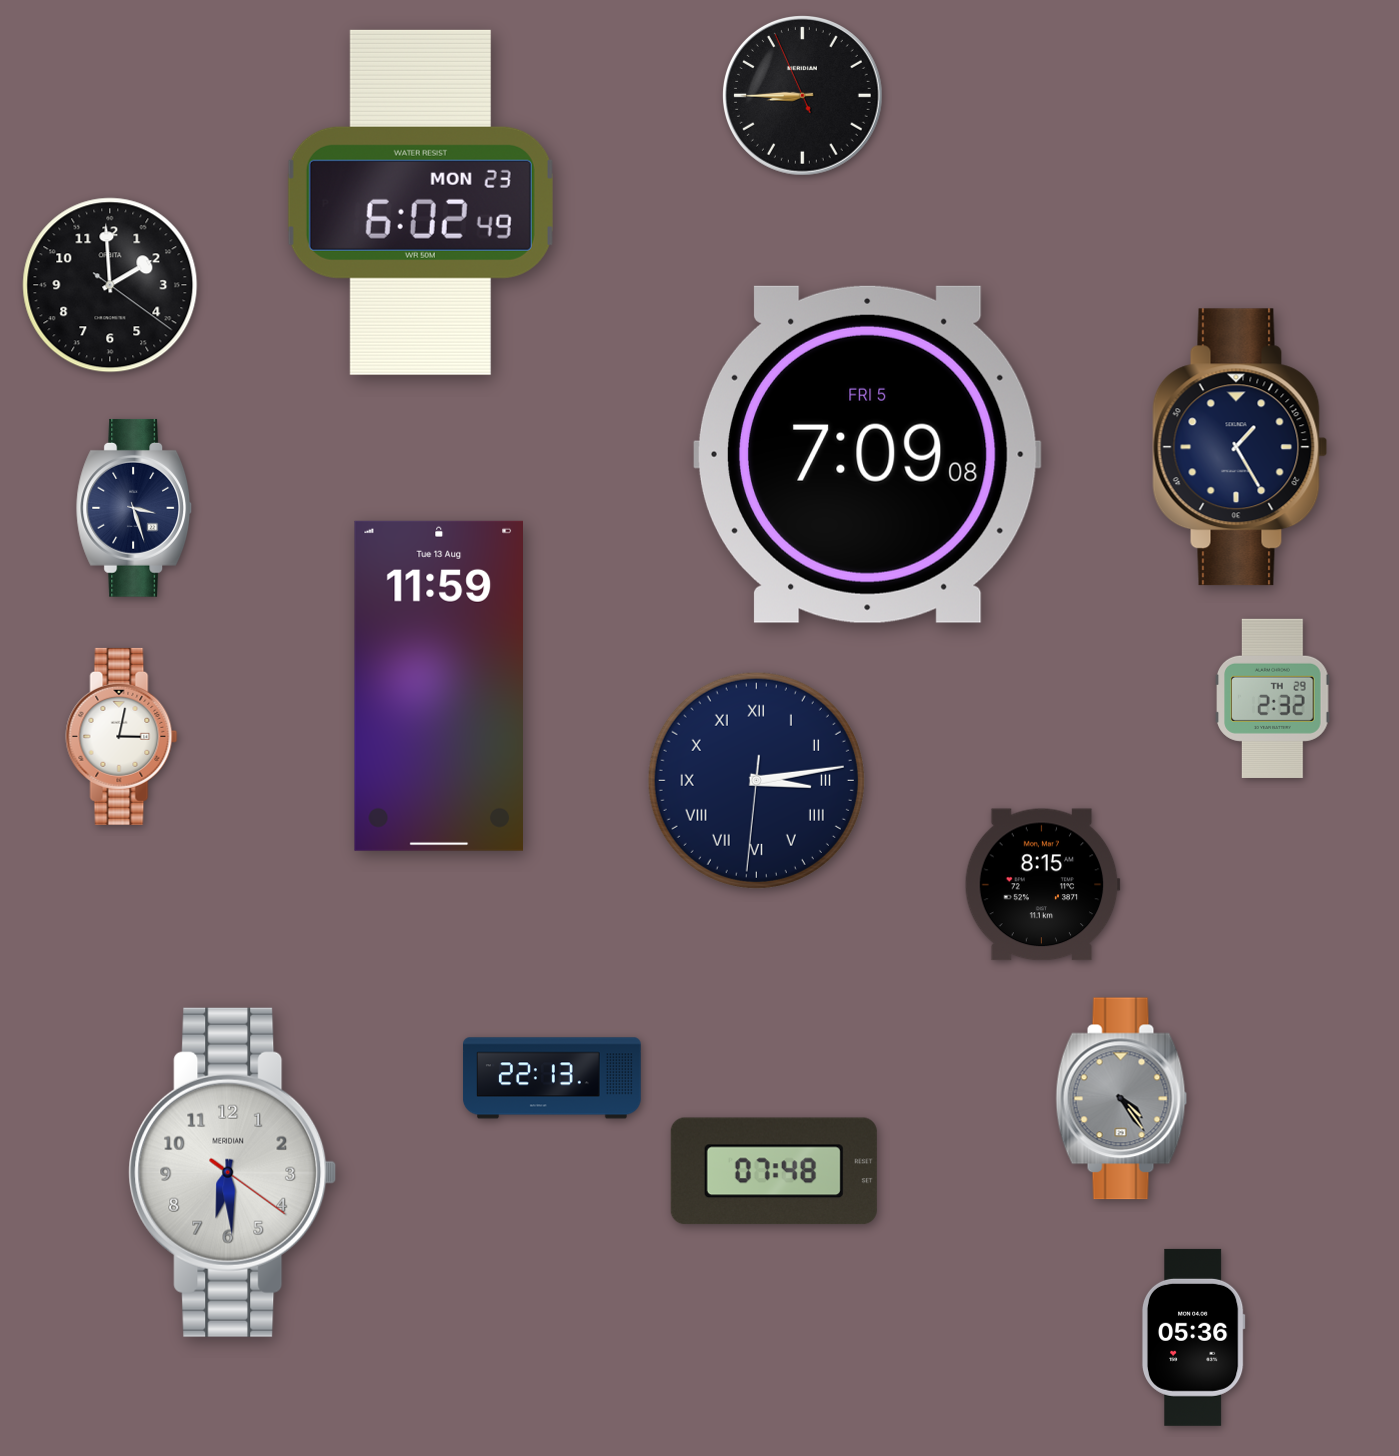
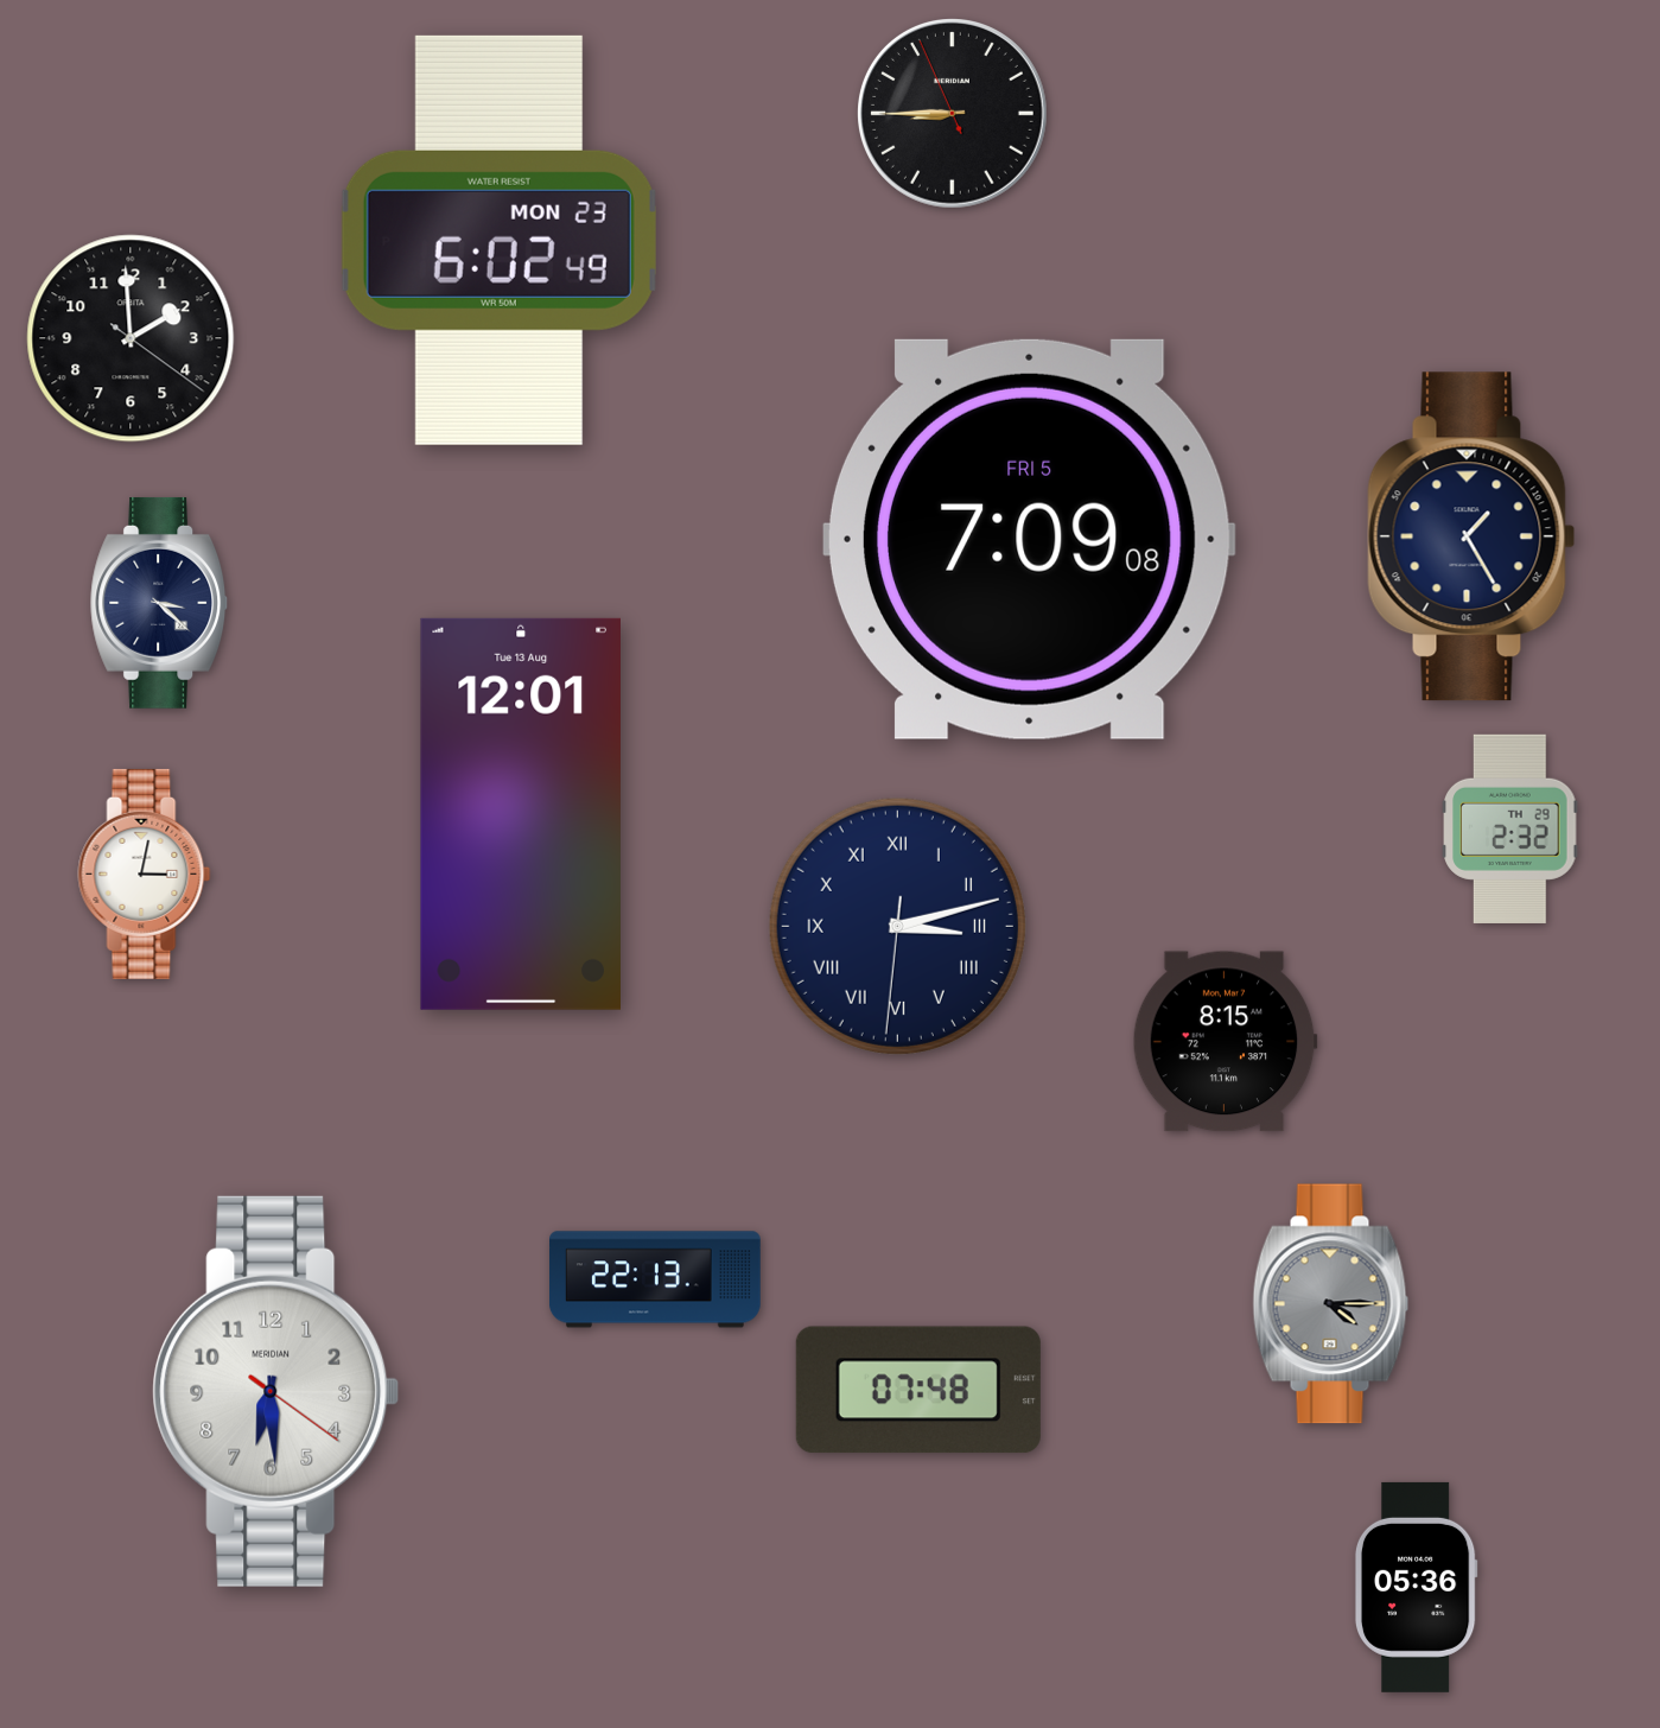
clock at (1240, 447) position: (1240, 447) -> (1471, 536)
clock at (134, 508): 3:27 -> 3:22
clock at (438, 686): 11:59 -> 12:01
clock at (756, 780): 3:13 -> 3:12
clock at (1042, 885) position: (1042, 885) -> (1225, 1042)
clock at (1122, 1099): 4:24 -> 4:15
